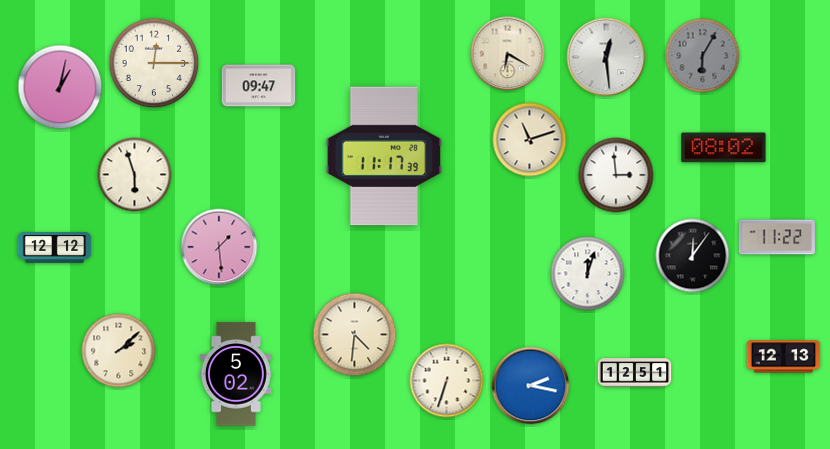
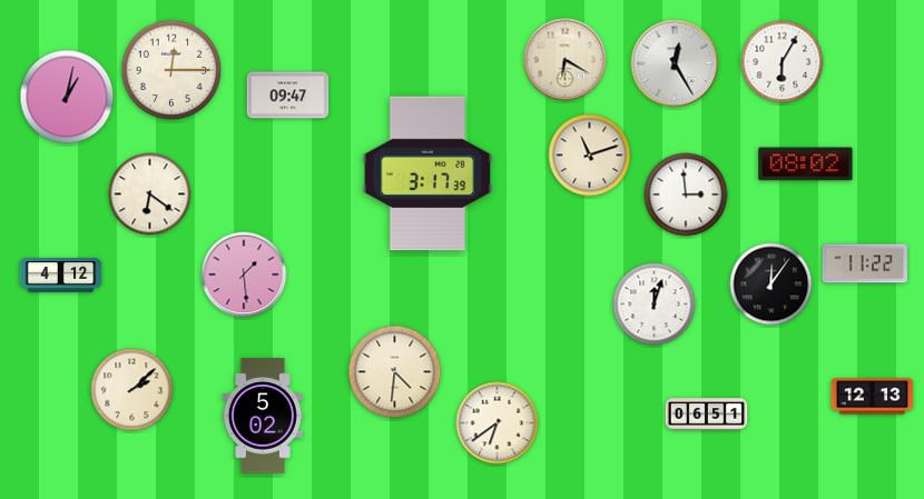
clock at (703, 56) dial: grey -> white
clock at (606, 57): 12:29 -> 12:25
clock at (384, 156): 11:17 -> 3:17
clock at (135, 175): 5:57 -> 6:21
clock at (55, 248): 12:12 -> 4:12
clock at (635, 373): 12:51 -> 06:51
clock at (447, 381): 6:33 -> 6:39
clock at (531, 386): 2:17 -> none
